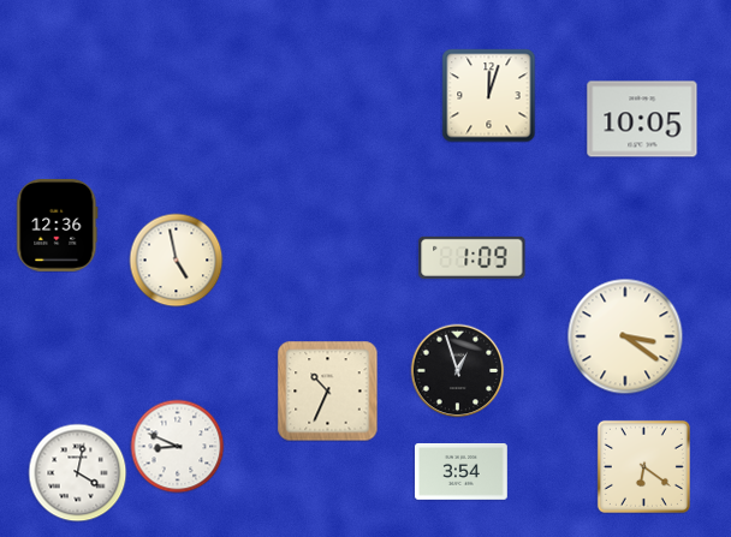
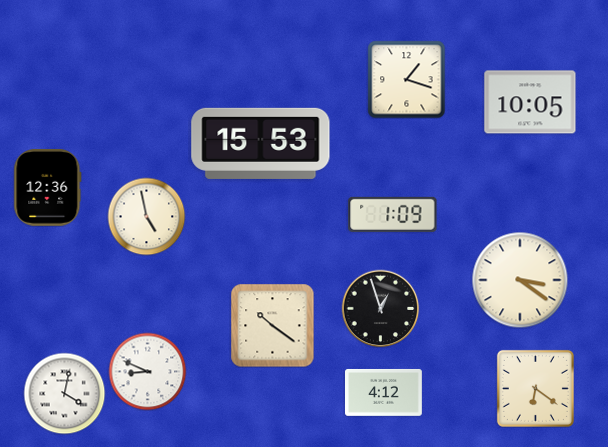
clock at (488, 95): 12:03 -> 1:18
clock at (642, 119) position: (642, 119) -> (530, 102)
clock at (261, 143): none -> 15:53
clock at (327, 390): 10:34 -> 10:21
clock at (462, 472): 3:54 -> 4:12
